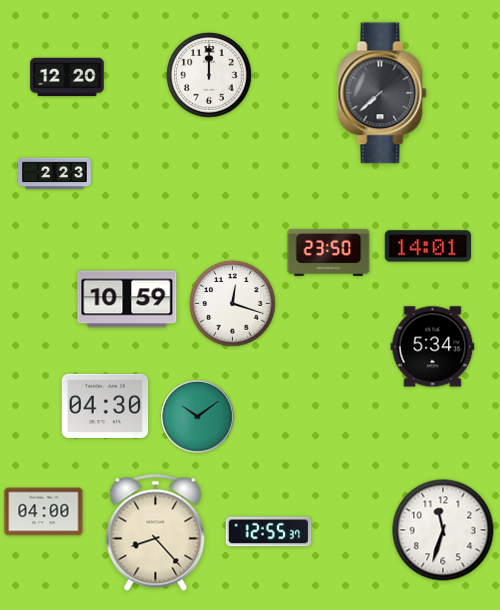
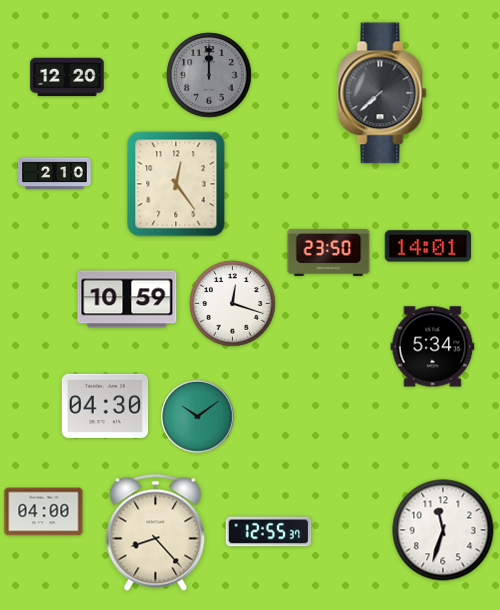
clock at (209, 75) dial: white -> grey
clock at (55, 174): 2:23 -> 2:10
clock at (176, 184): none -> 12:24
